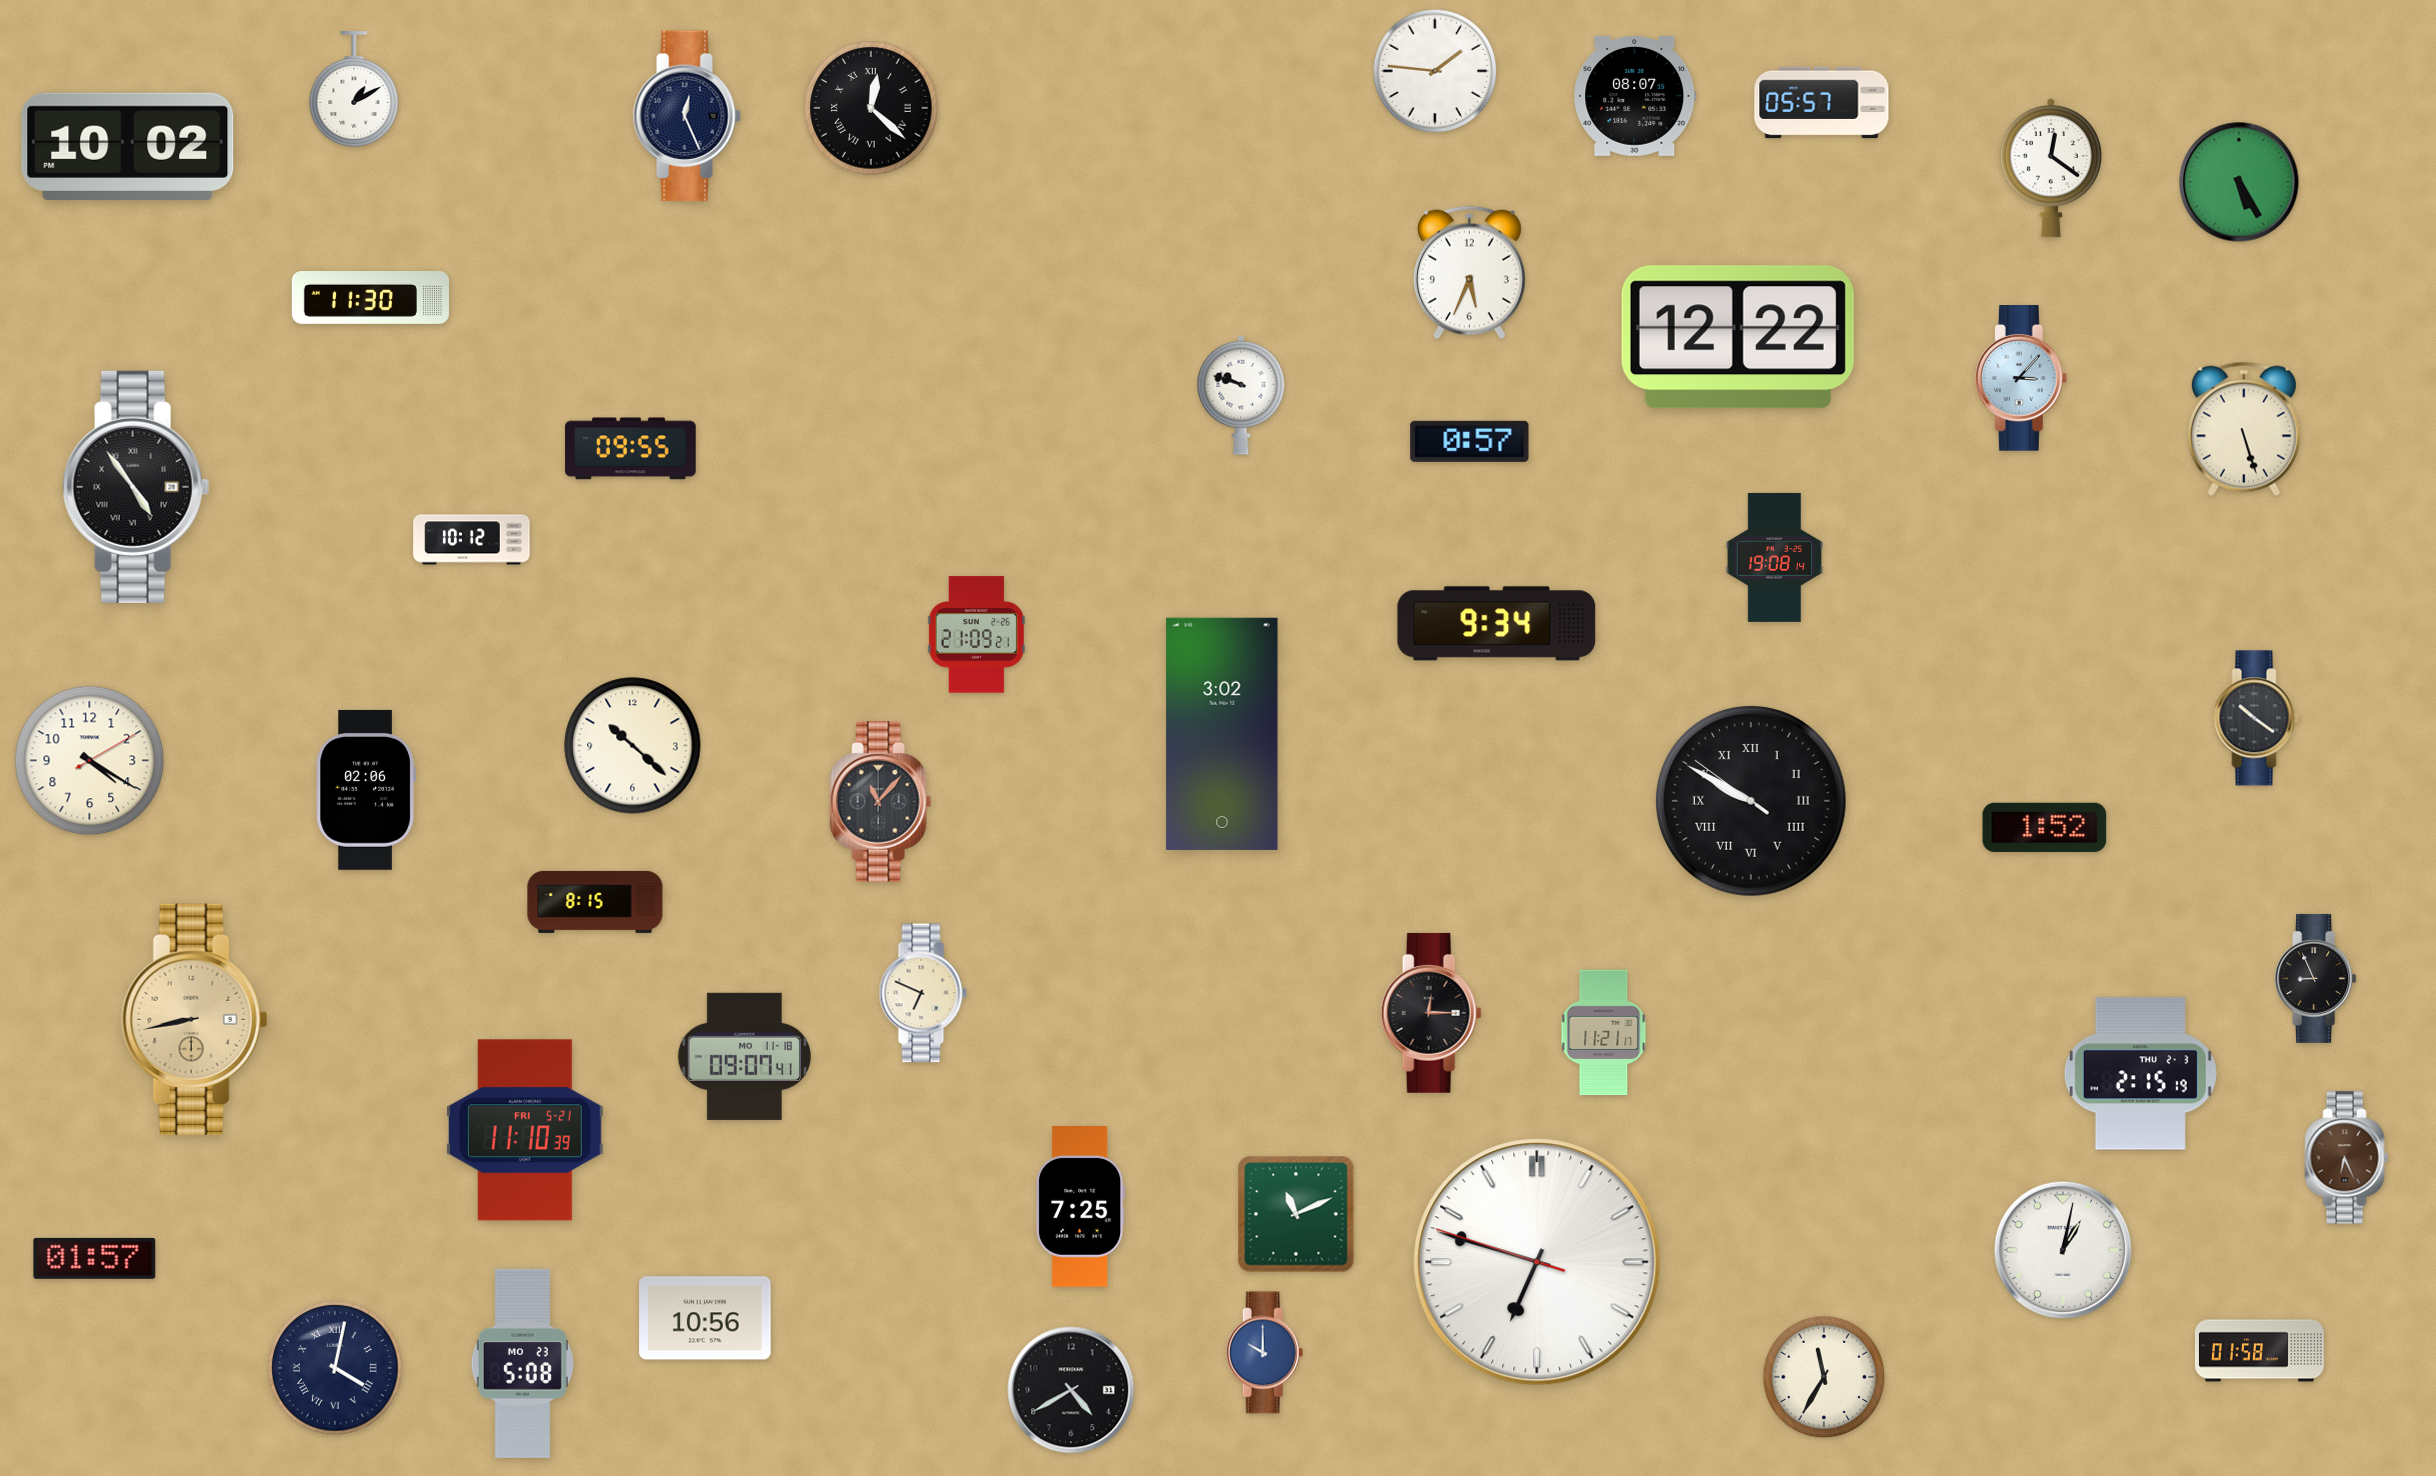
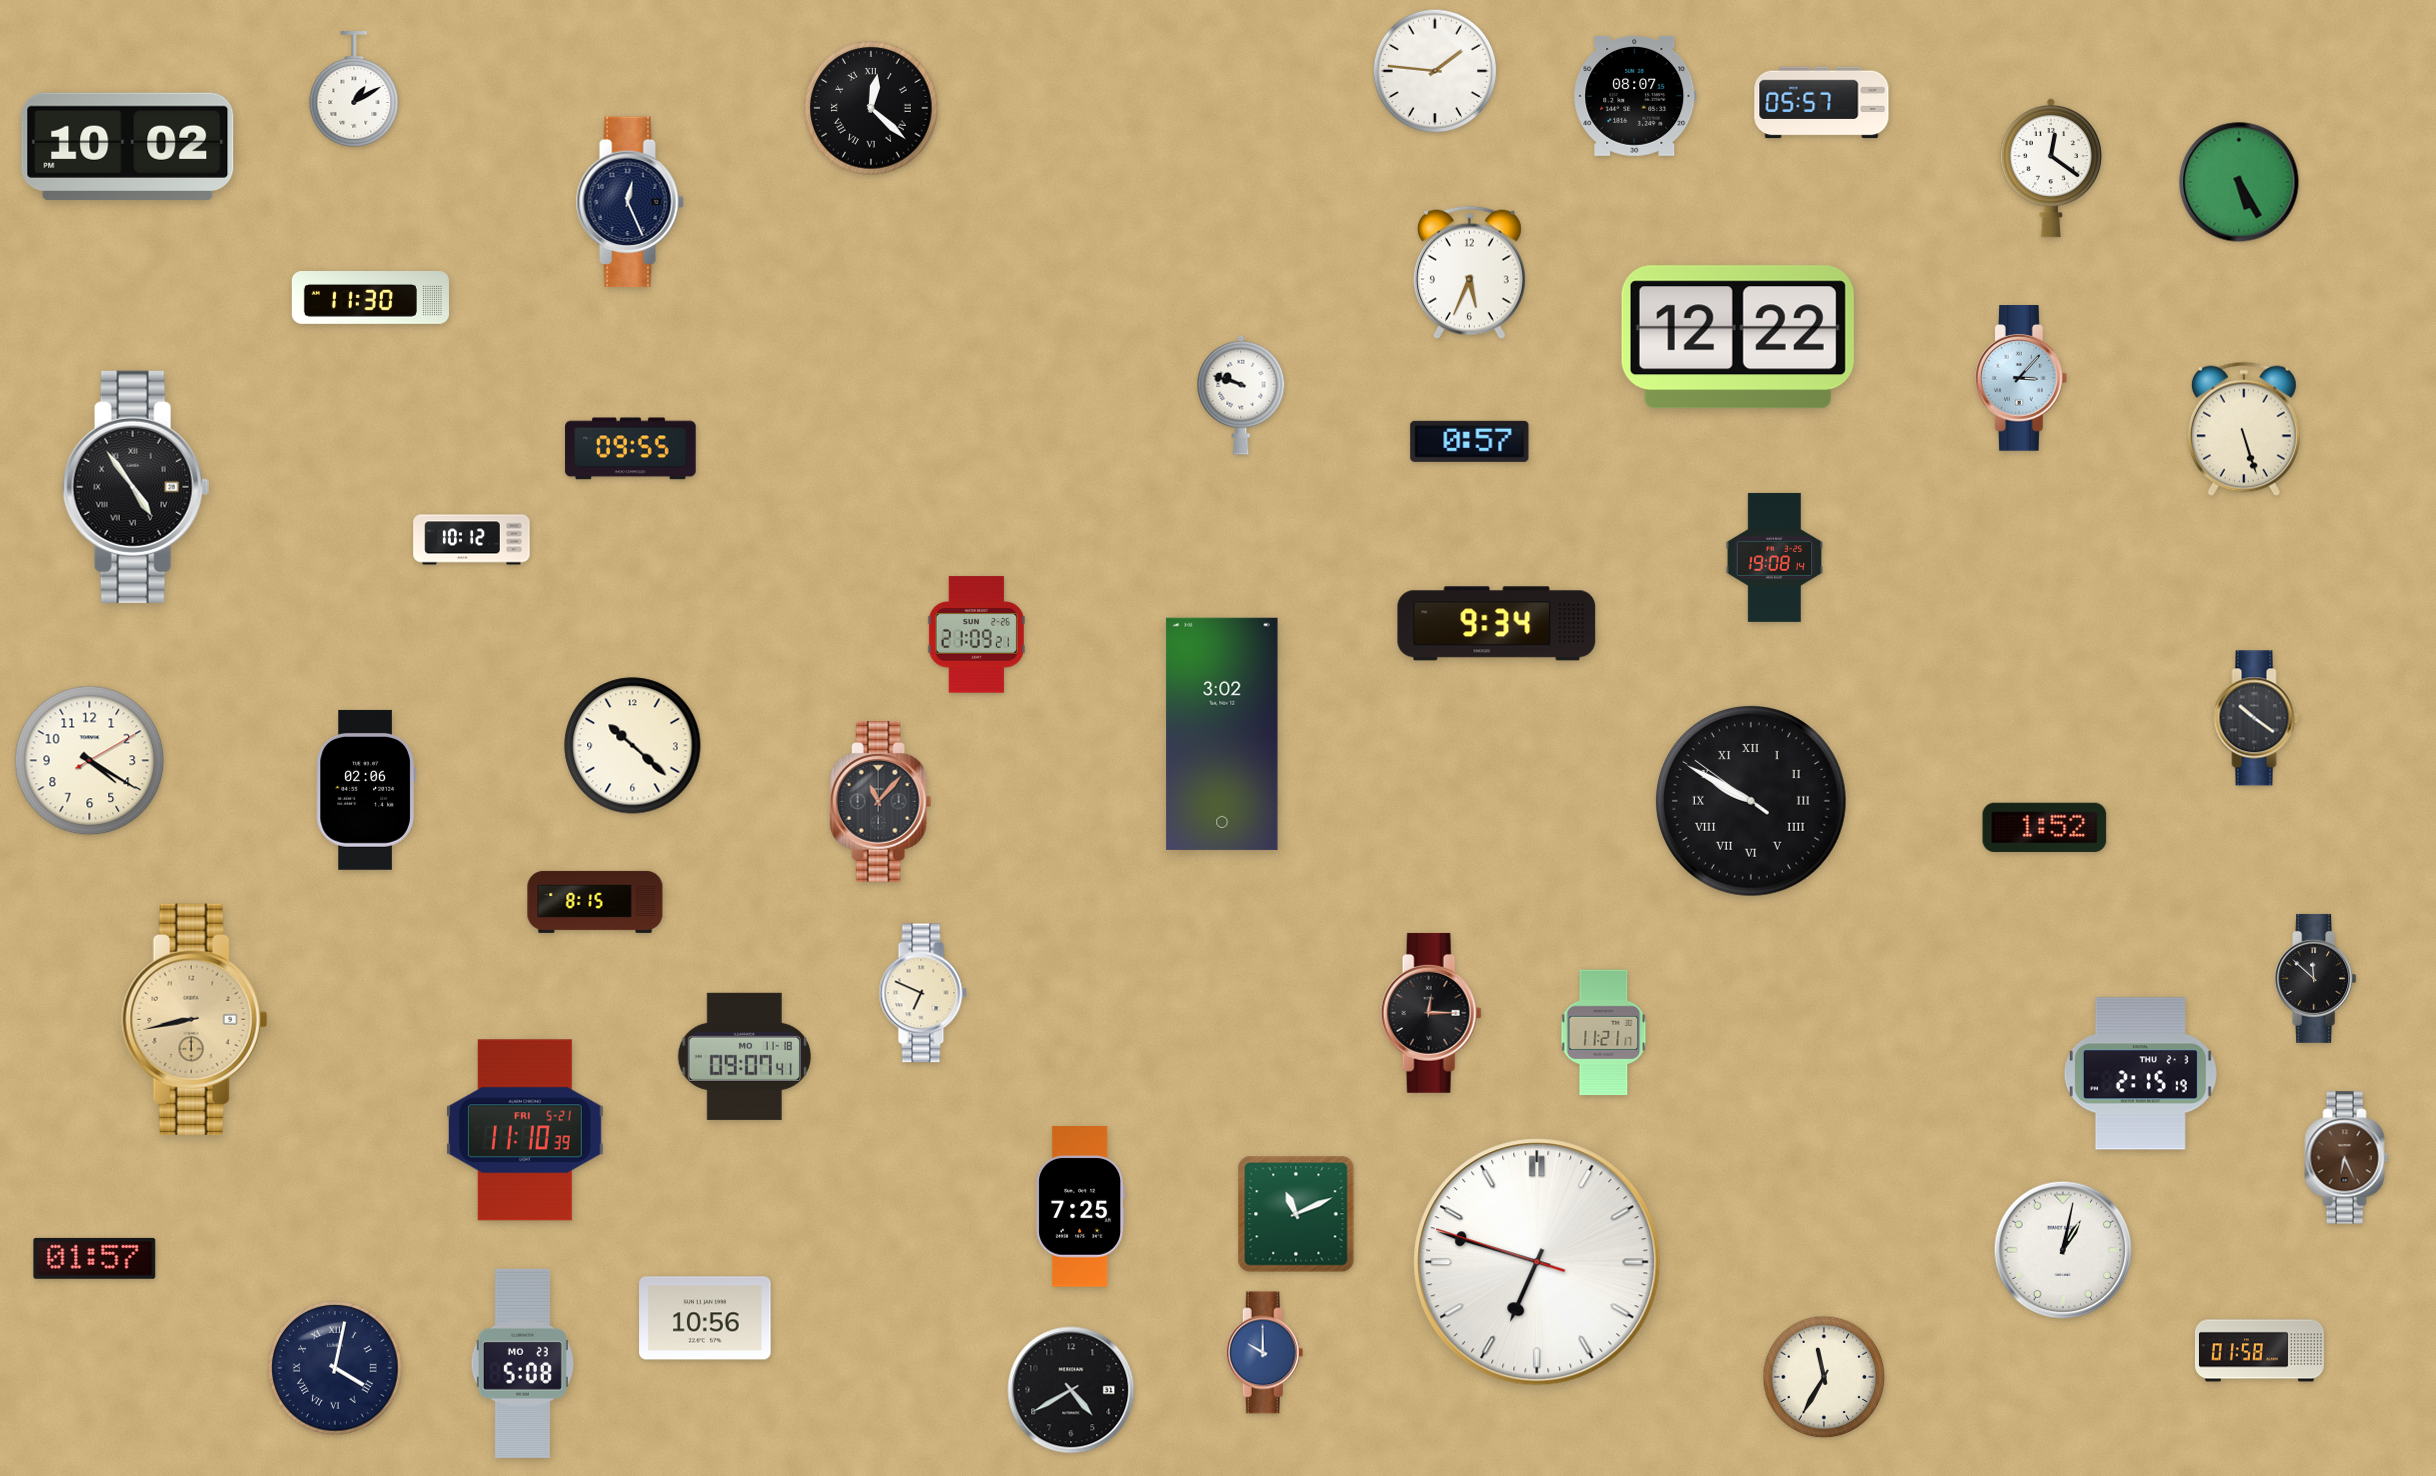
clock at (687, 116) position: (687, 116) -> (630, 202)
clock at (2316, 978): 8:56 -> 11:52
